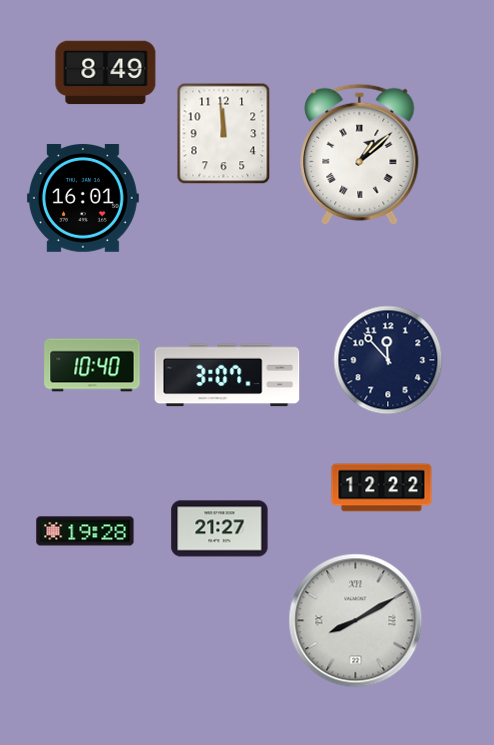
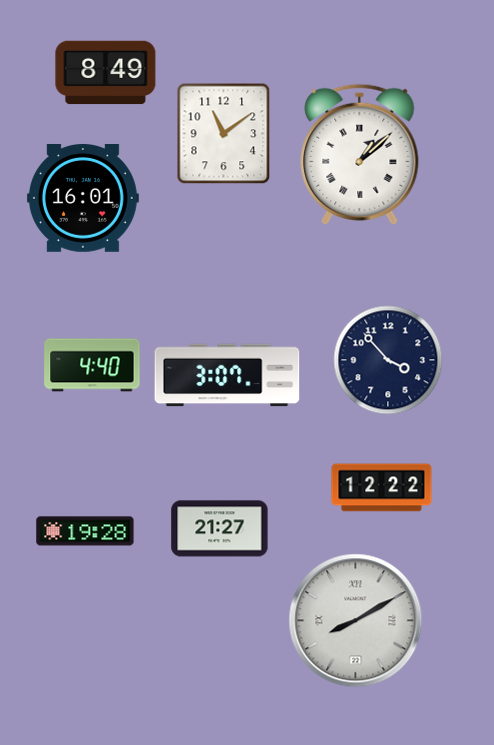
clock at (224, 134): 11:59 -> 11:09
clock at (388, 360): 11:53 -> 3:53
clock at (92, 365): 10:40 -> 4:40
